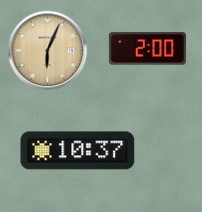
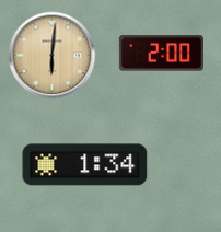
clock at (47, 50): 6:04 -> 6:01
clock at (78, 151): 10:37 -> 1:34
